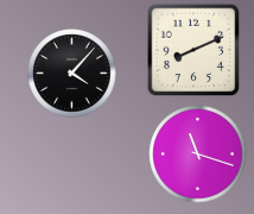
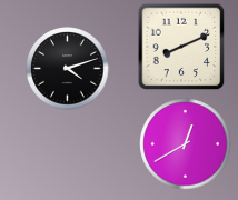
clock at (72, 74): 4:07 -> 4:12
clock at (198, 155): 11:18 -> 12:40
